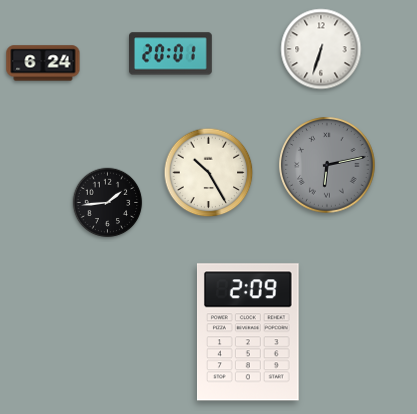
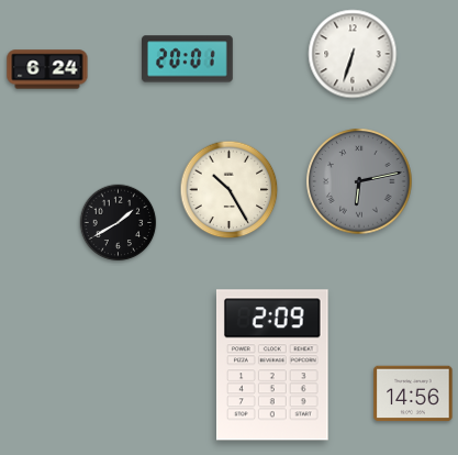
clock at (108, 203): 1:44 -> 1:40
clock at (413, 393): none -> 14:56
